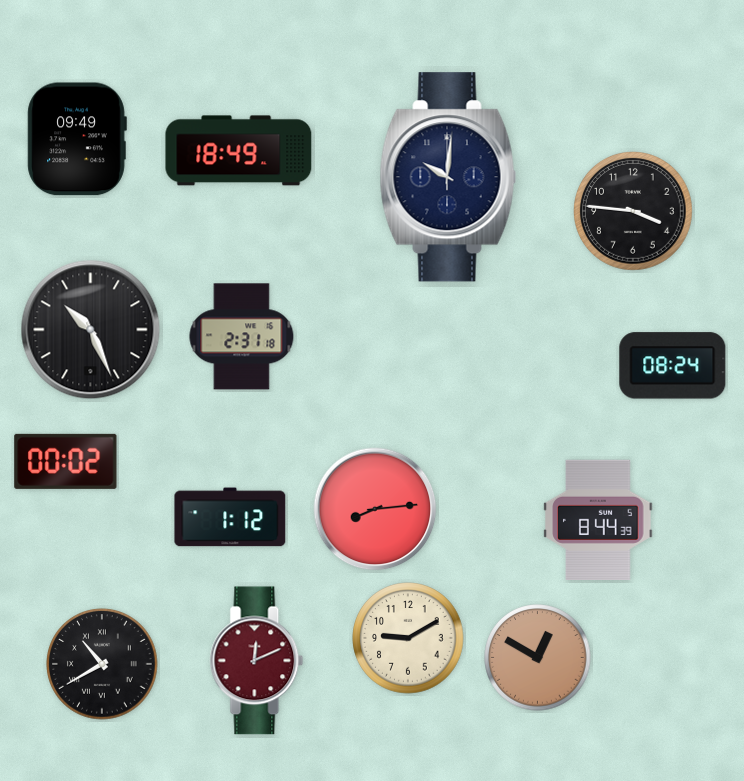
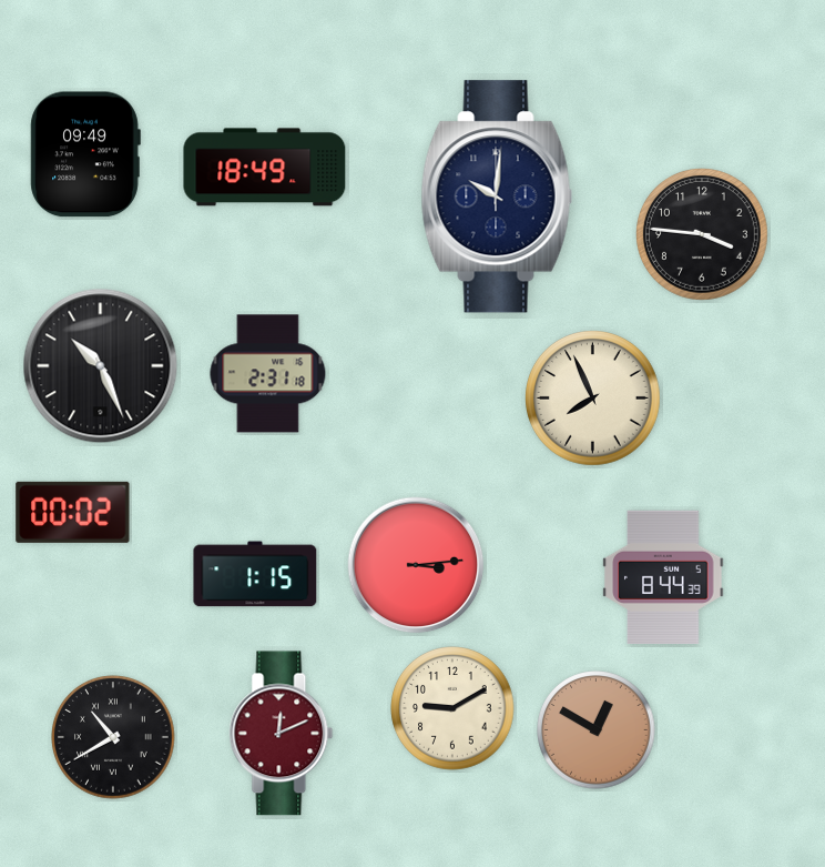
clock at (593, 399): none -> 7:56
clock at (673, 366): 08:24 -> none
clock at (375, 509): 8:14 -> 3:14
clock at (230, 517): 1:12 -> 1:15
clock at (257, 661) position: (257, 661) -> (282, 734)
